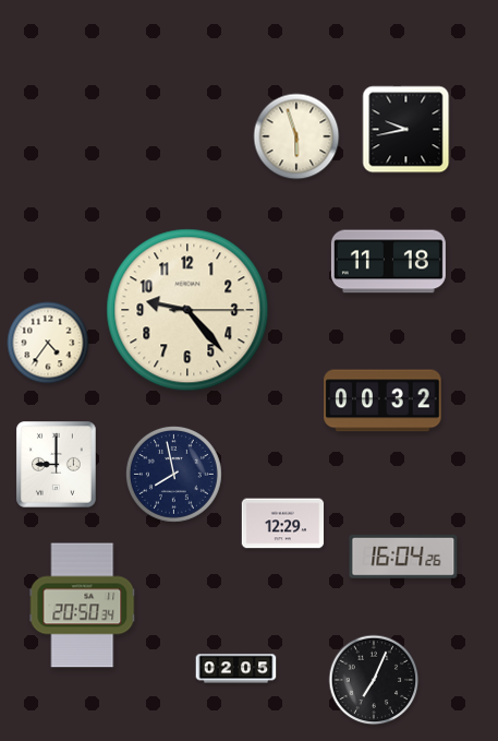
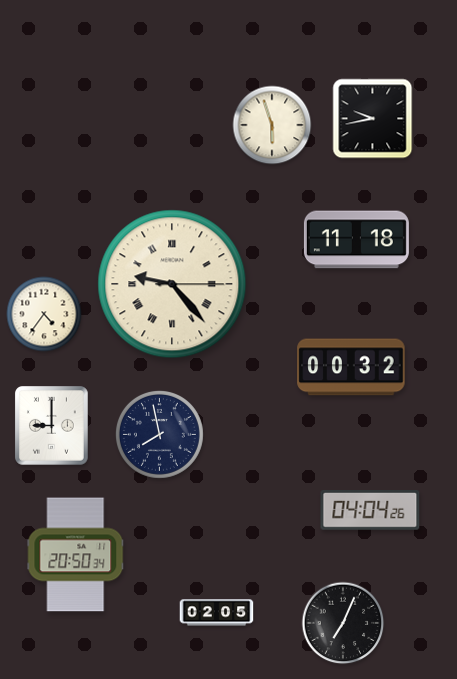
clock at (187, 310) numerals: Arabic -> Roman
clock at (283, 524): 12:29 -> none
clock at (403, 557): 16:04 -> 04:04
